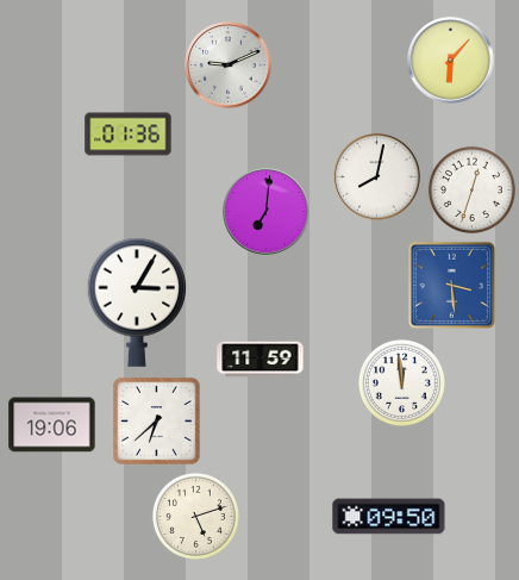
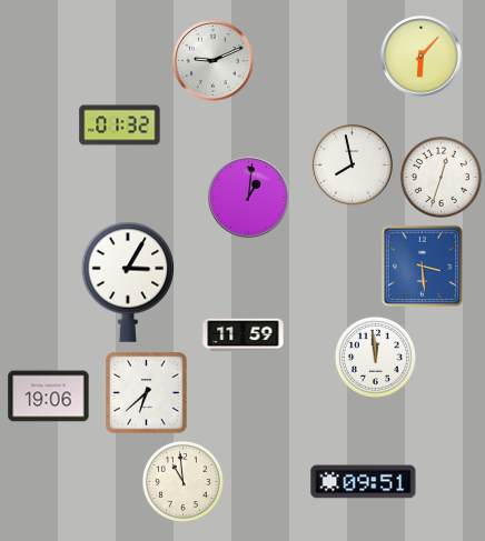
clock at (129, 135): 01:36 -> 01:32
clock at (377, 177): 8:02 -> 7:58
clock at (267, 212): 7:01 -> 1:01
clock at (195, 516): 5:12 -> 10:59
clock at (389, 517): 09:50 -> 09:51
